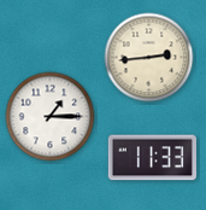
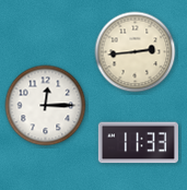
clock at (51, 117): 1:15 -> 12:15
